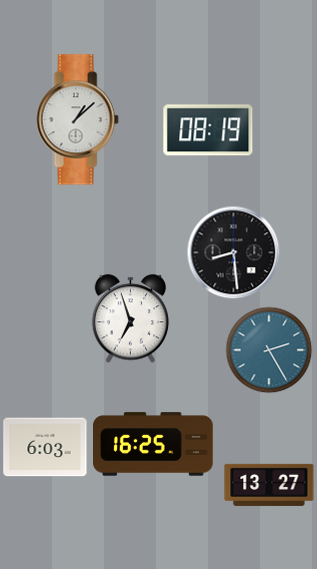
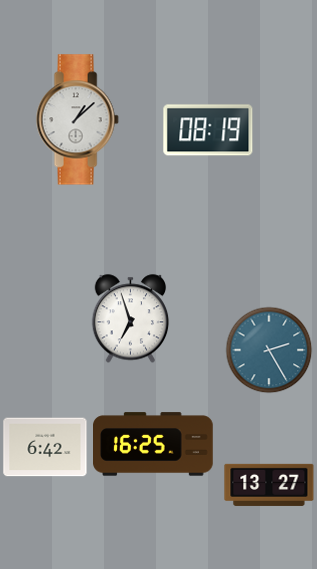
clock at (233, 252): 8:29 -> none
clock at (45, 447): 6:03 -> 6:42
